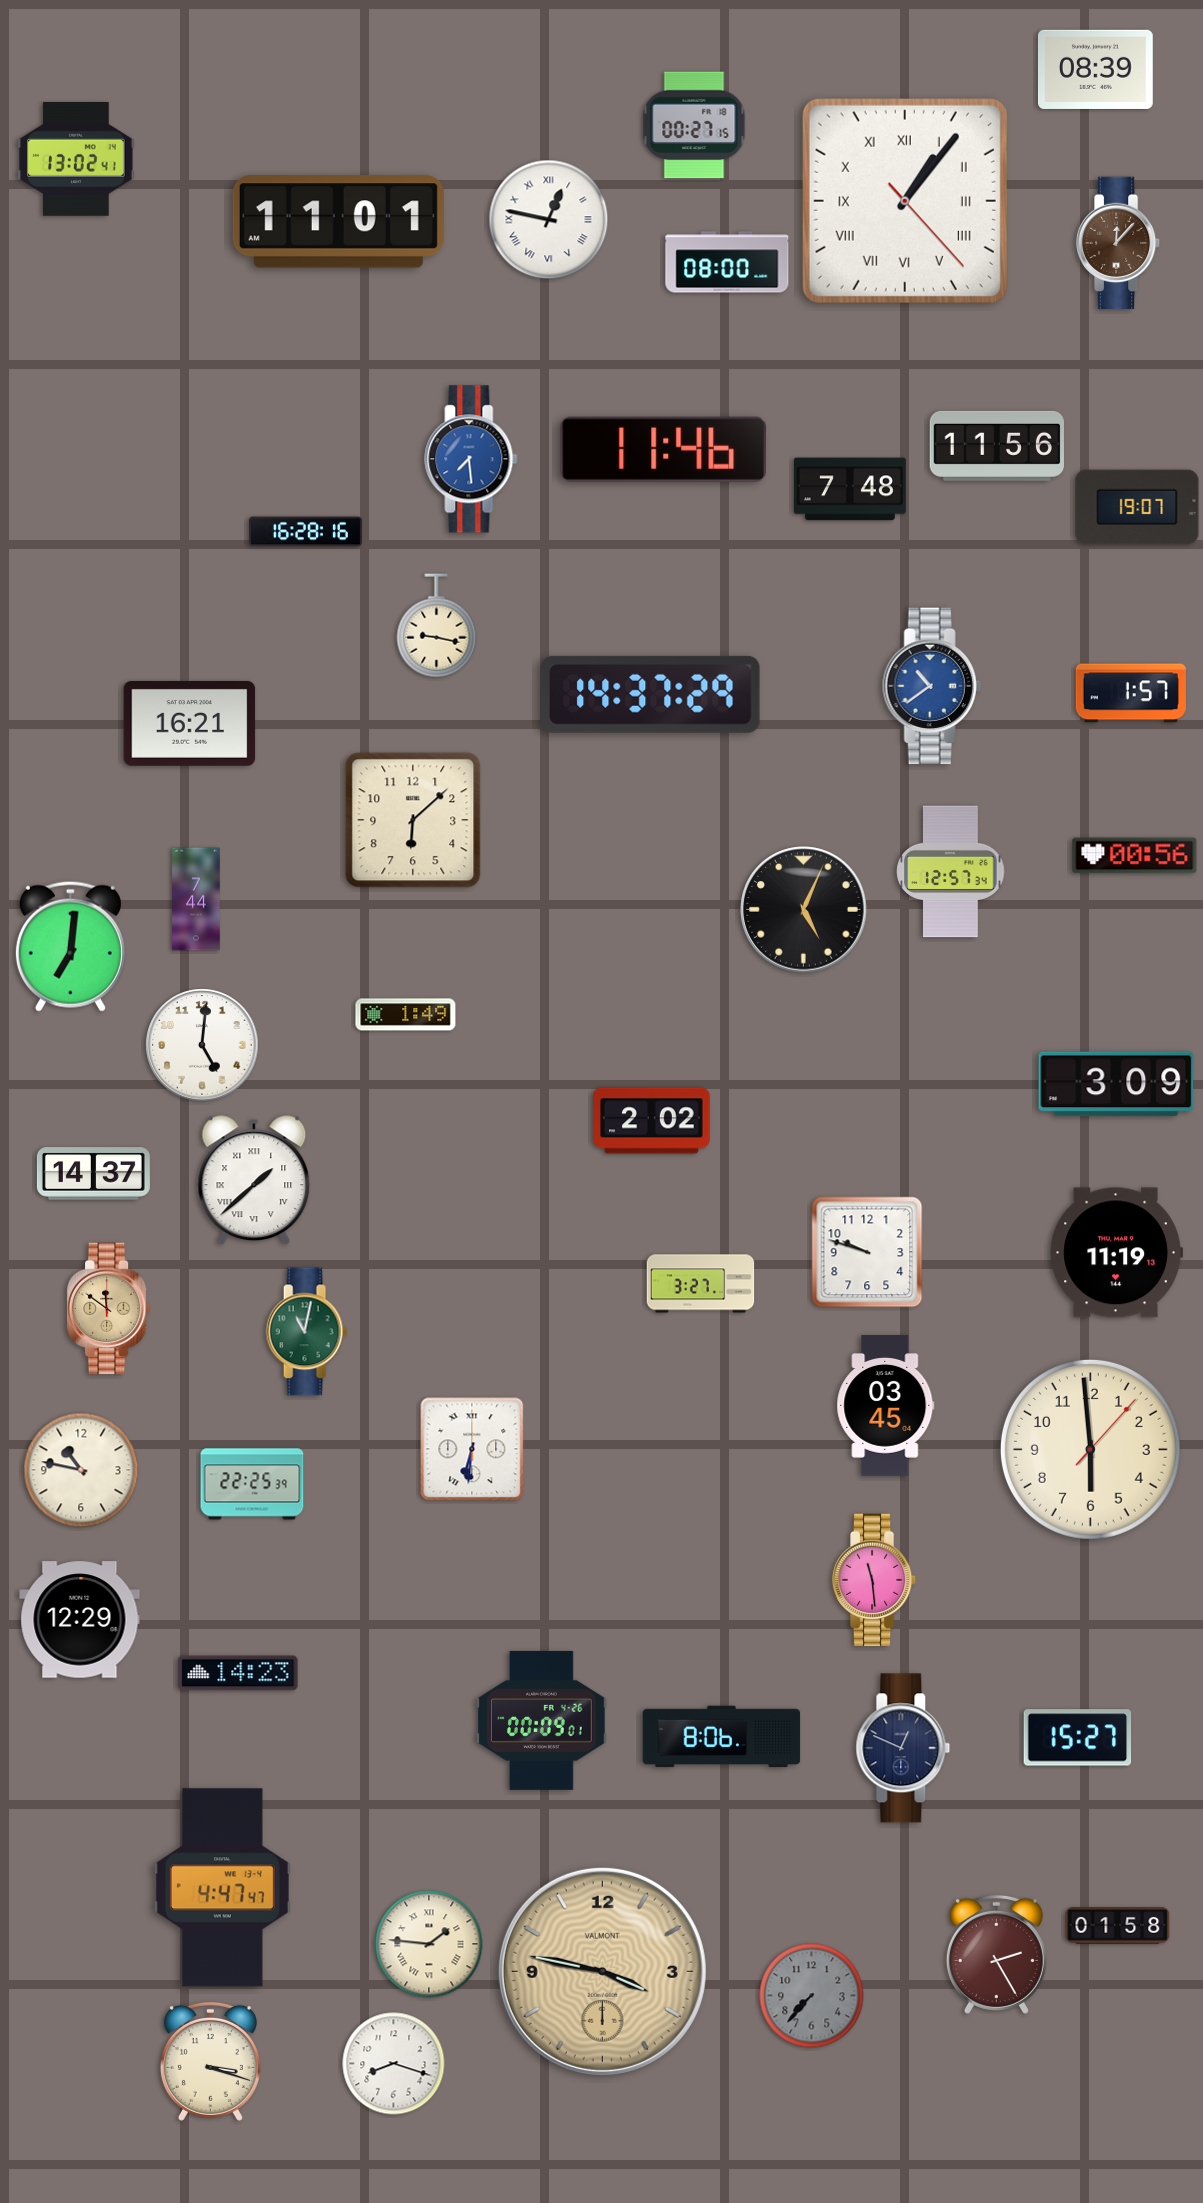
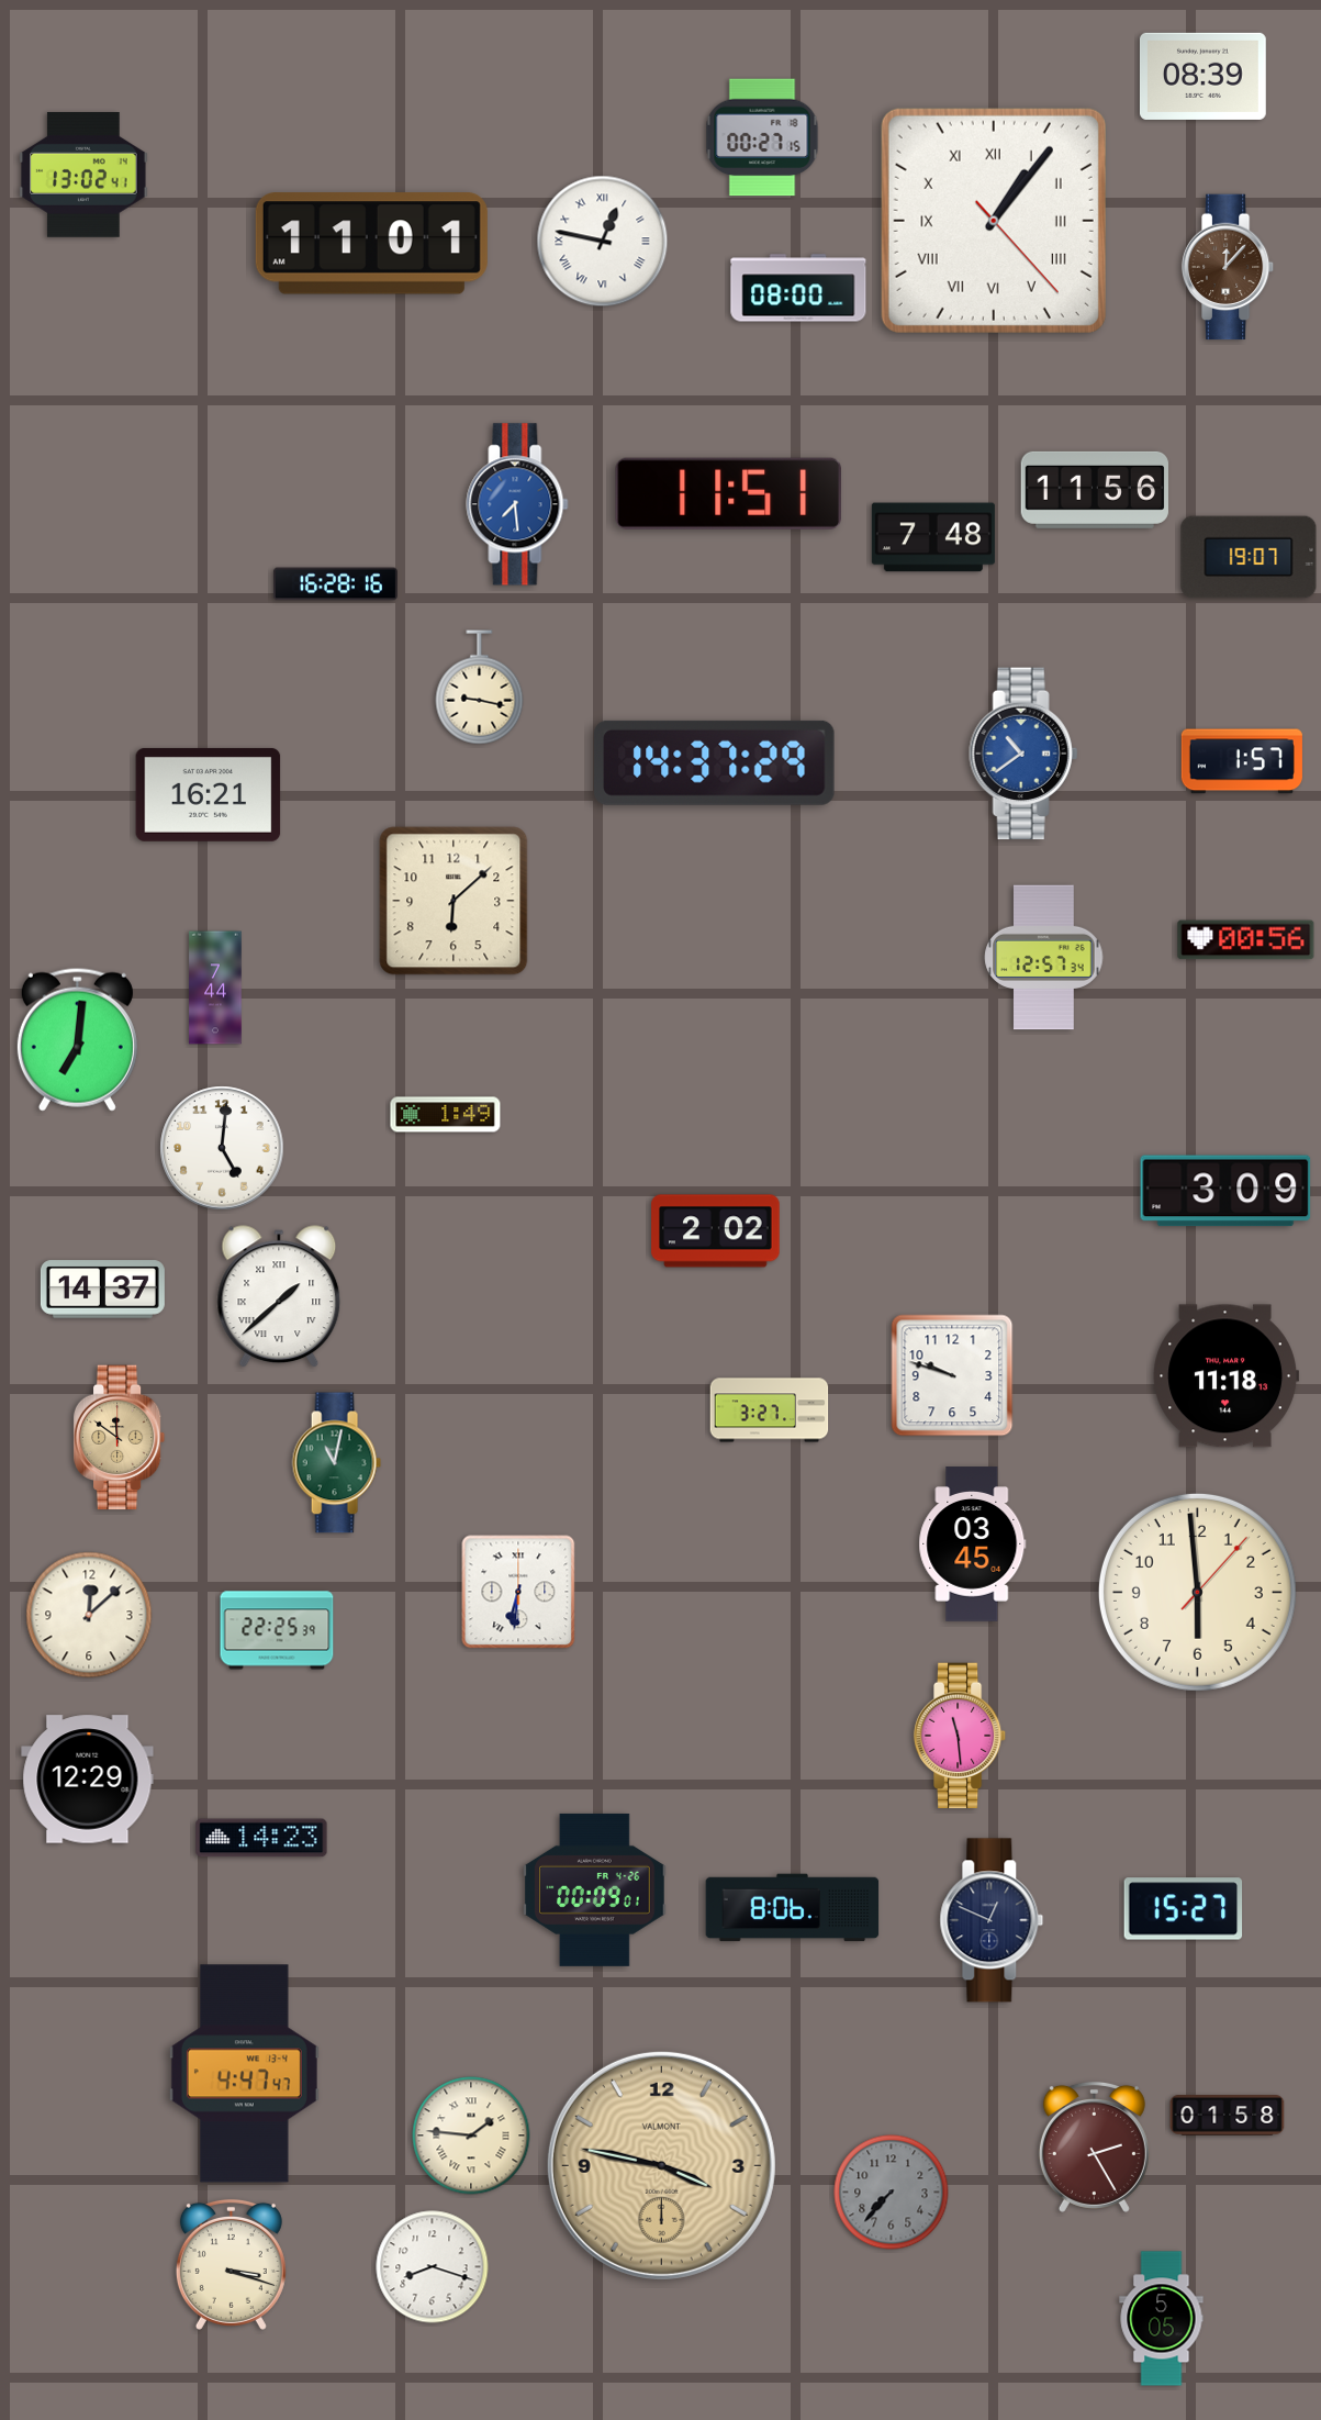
clock at (663, 449): 11:46 -> 11:51
clock at (804, 910): 5:04 -> none
clock at (1116, 1253): 11:19 -> 11:18
clock at (81, 1470): 10:47 -> 12:08
clock at (1162, 2319): none -> 5:05
